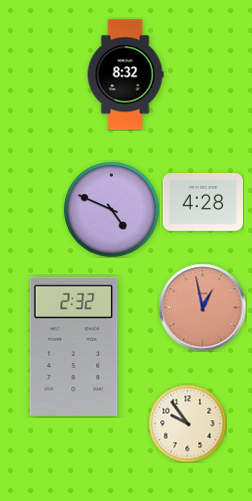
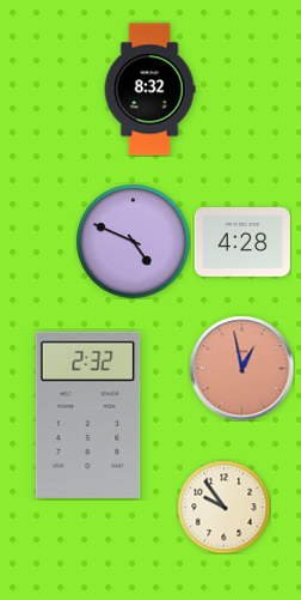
clock at (111, 209) position: (111, 209) -> (133, 241)
